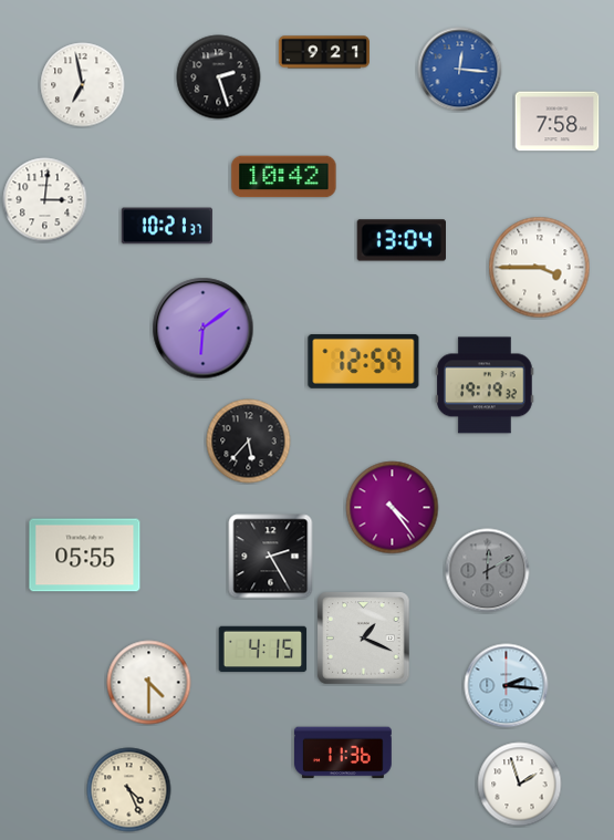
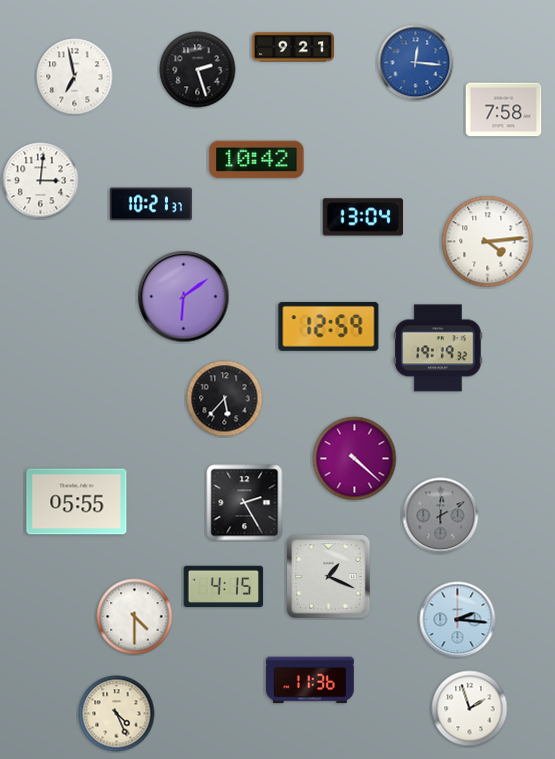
clock at (540, 268): 3:45 -> 4:14
clock at (393, 508): 4:24 -> 4:22
clock at (263, 650) position: (263, 650) -> (224, 587)
